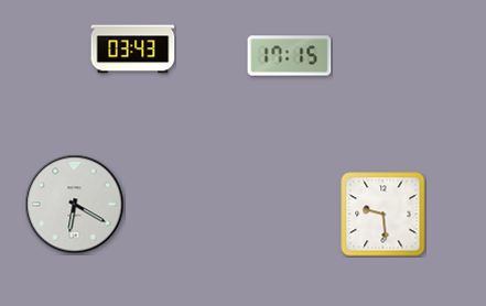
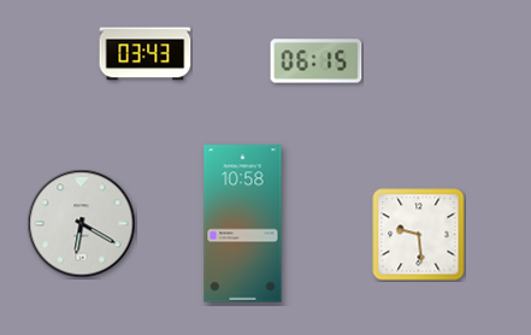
clock at (290, 56): 17:15 -> 06:15
clock at (243, 224): none -> 10:58
